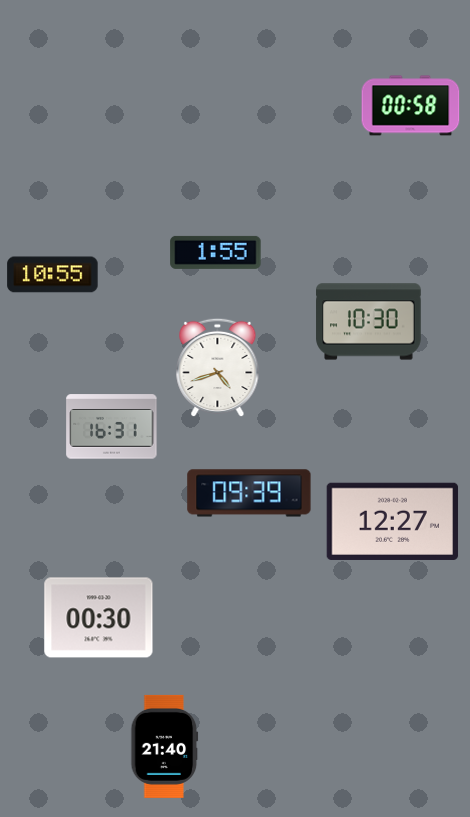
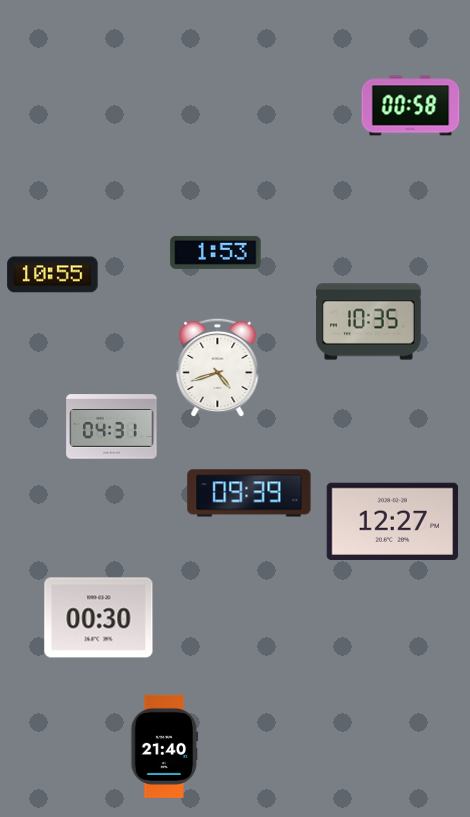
clock at (216, 252): 1:55 -> 1:53
clock at (369, 322): 10:30 -> 10:35
clock at (112, 427): 16:31 -> 04:31
